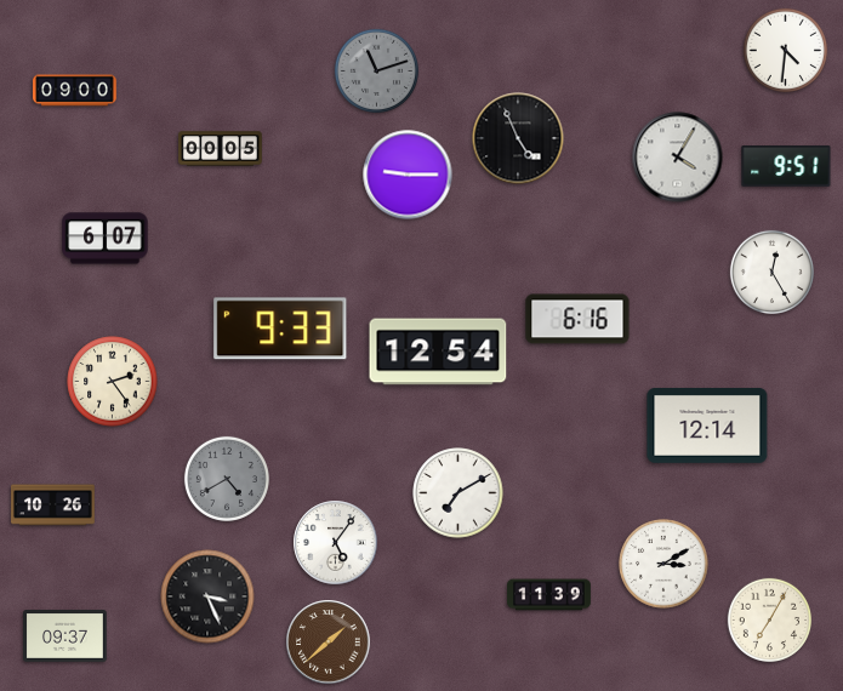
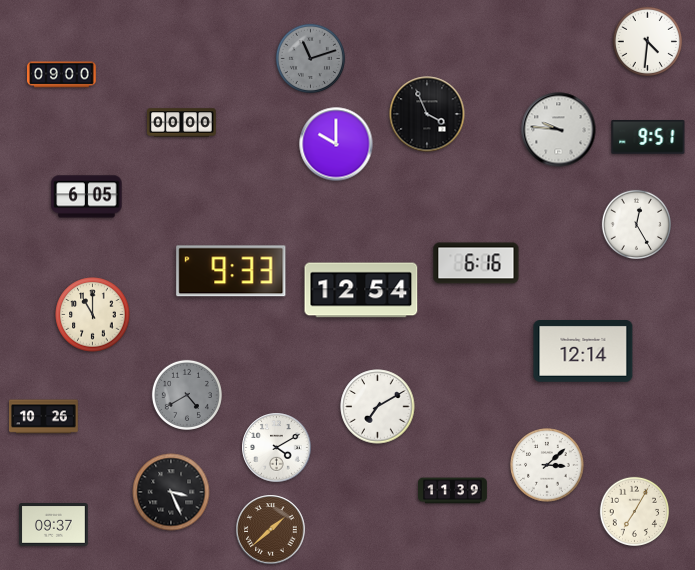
clock at (518, 138): 4:56 -> 3:56
clock at (221, 149): 00:05 -> 00:00
clock at (678, 158): 4:05 -> 9:46
clock at (408, 175): 9:15 -> 10:00
clock at (106, 239): 6:07 -> 6:05
clock at (113, 382): 2:24 -> 11:00
clock at (336, 543): 5:06 -> 4:10
clock at (663, 564): 3:10 -> 3:08
